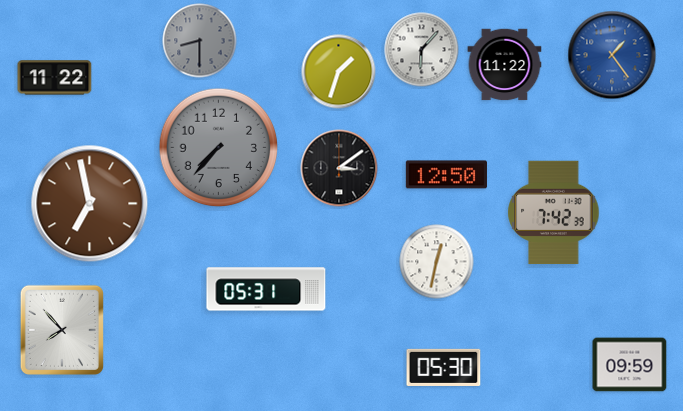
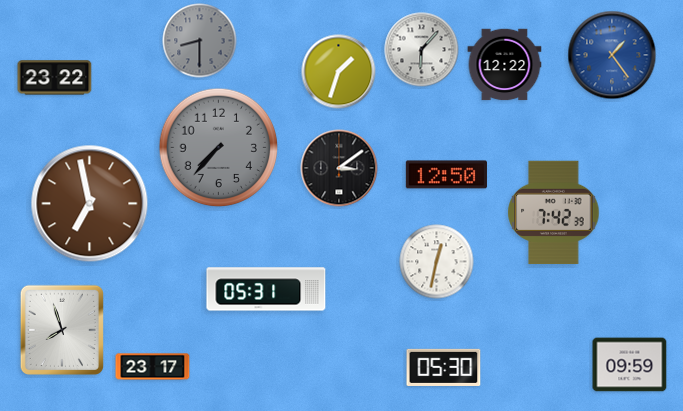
clock at (505, 65): 11:22 -> 12:22
clock at (55, 78): 11:22 -> 23:22
clock at (62, 330): 7:53 -> 7:57
clock at (153, 367): none -> 23:17
